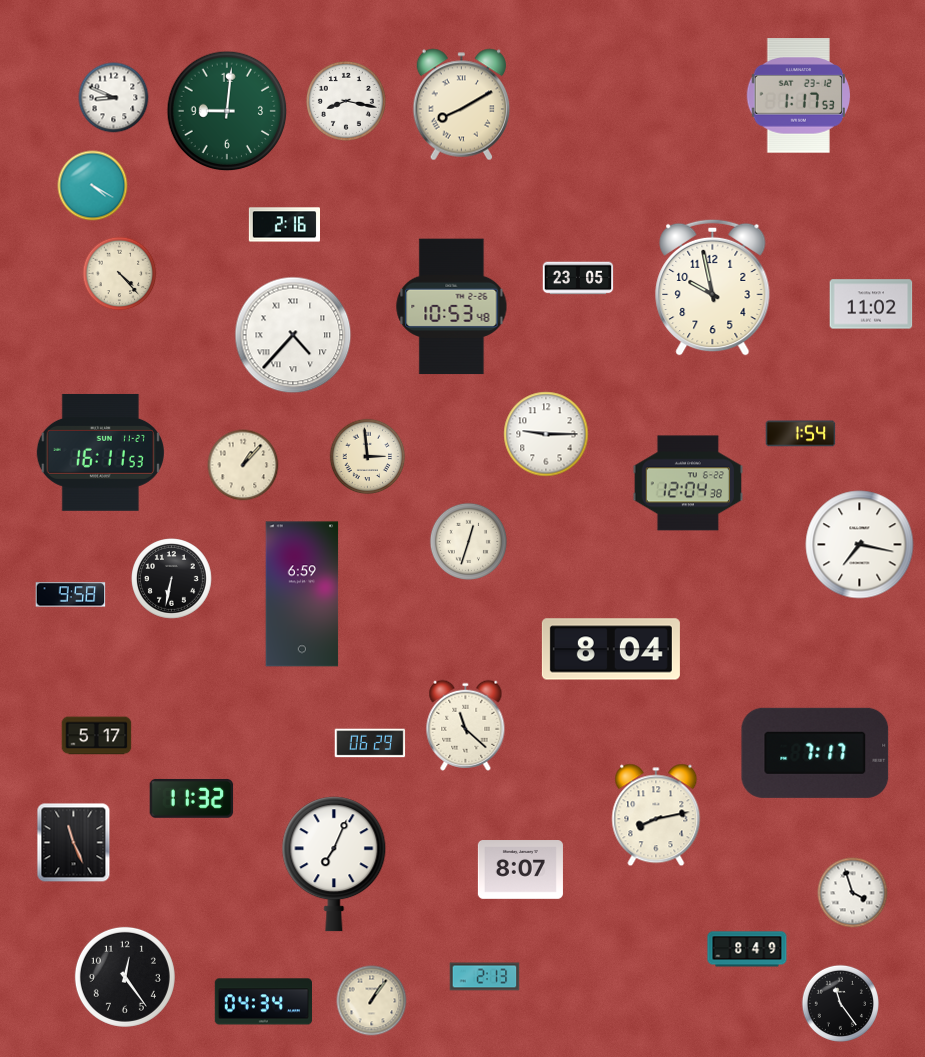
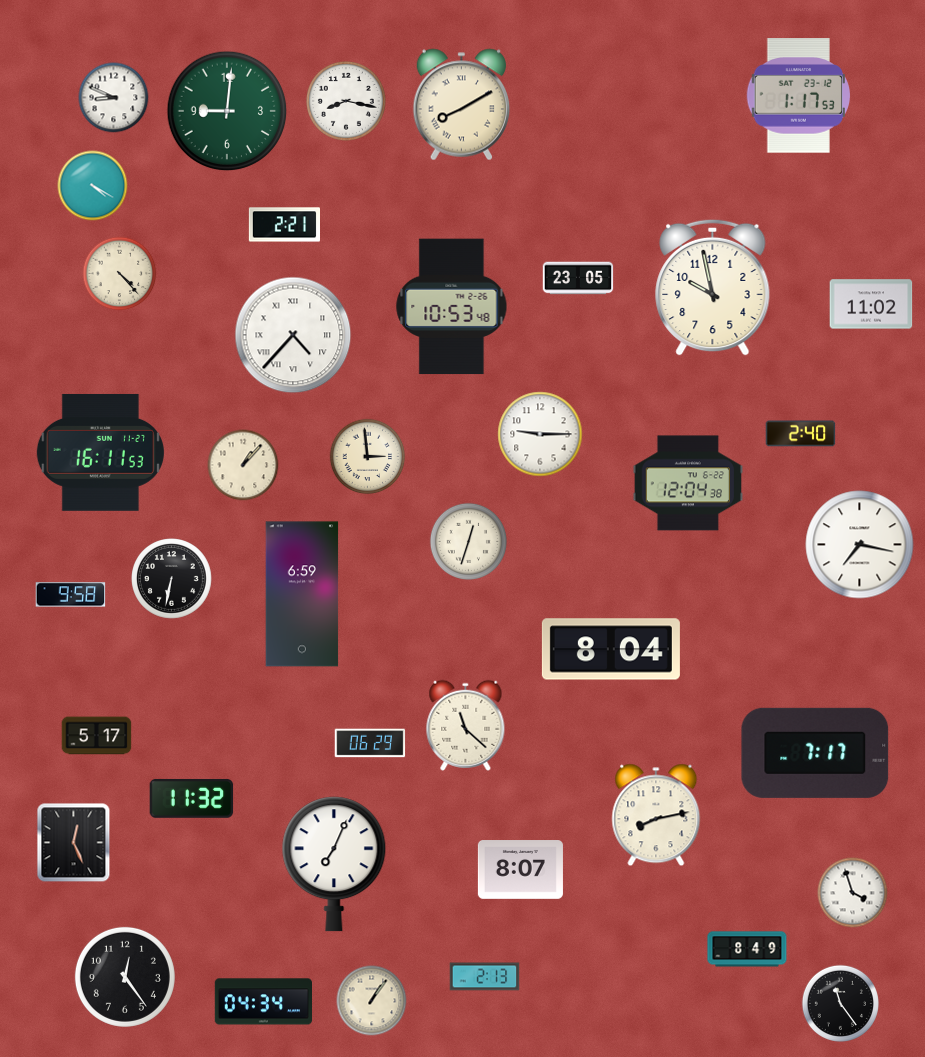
clock at (284, 225): 2:16 -> 2:21
clock at (546, 434) position: (546, 434) -> (540, 434)
clock at (801, 434): 1:54 -> 2:40
clock at (74, 843): 11:26 -> 12:26
